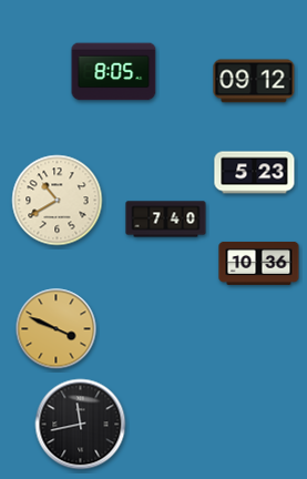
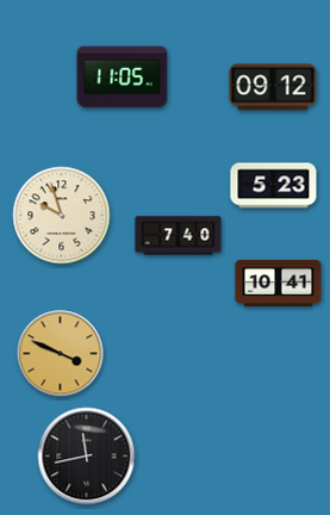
clock at (114, 72): 8:05 -> 11:05
clock at (58, 201): 10:40 -> 9:57
clock at (259, 263): 10:36 -> 10:41
